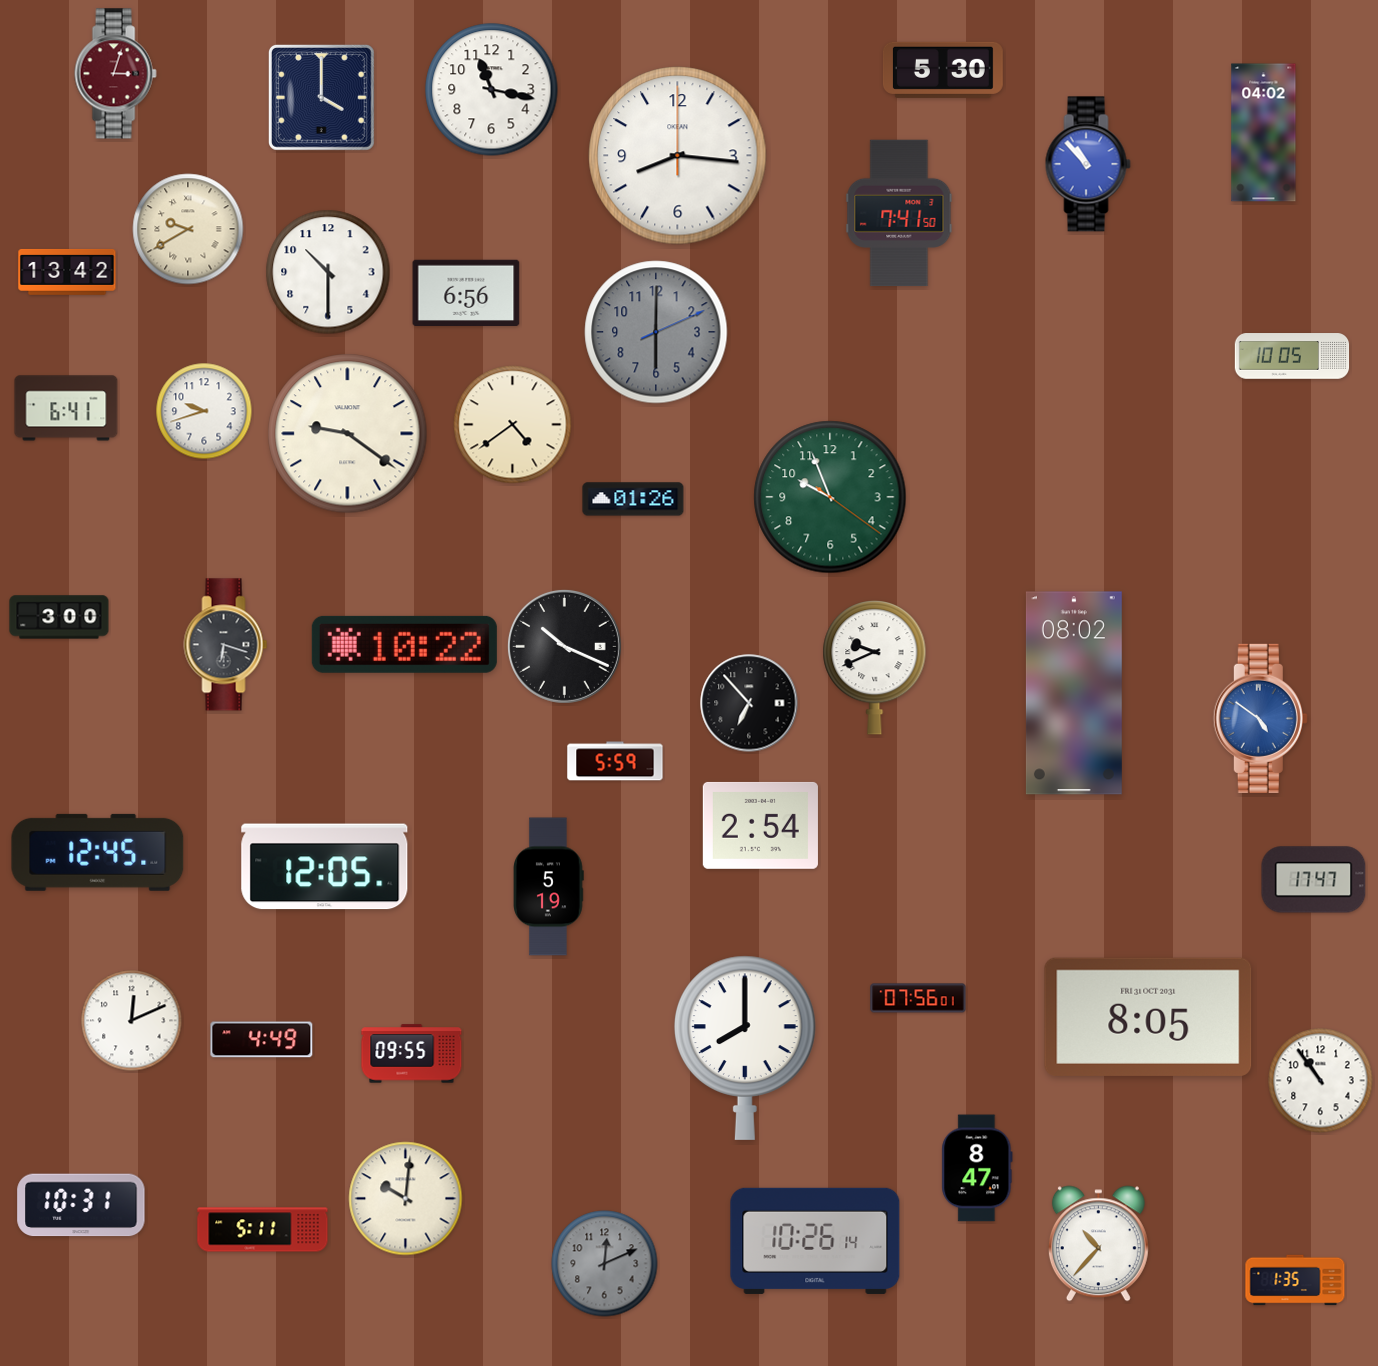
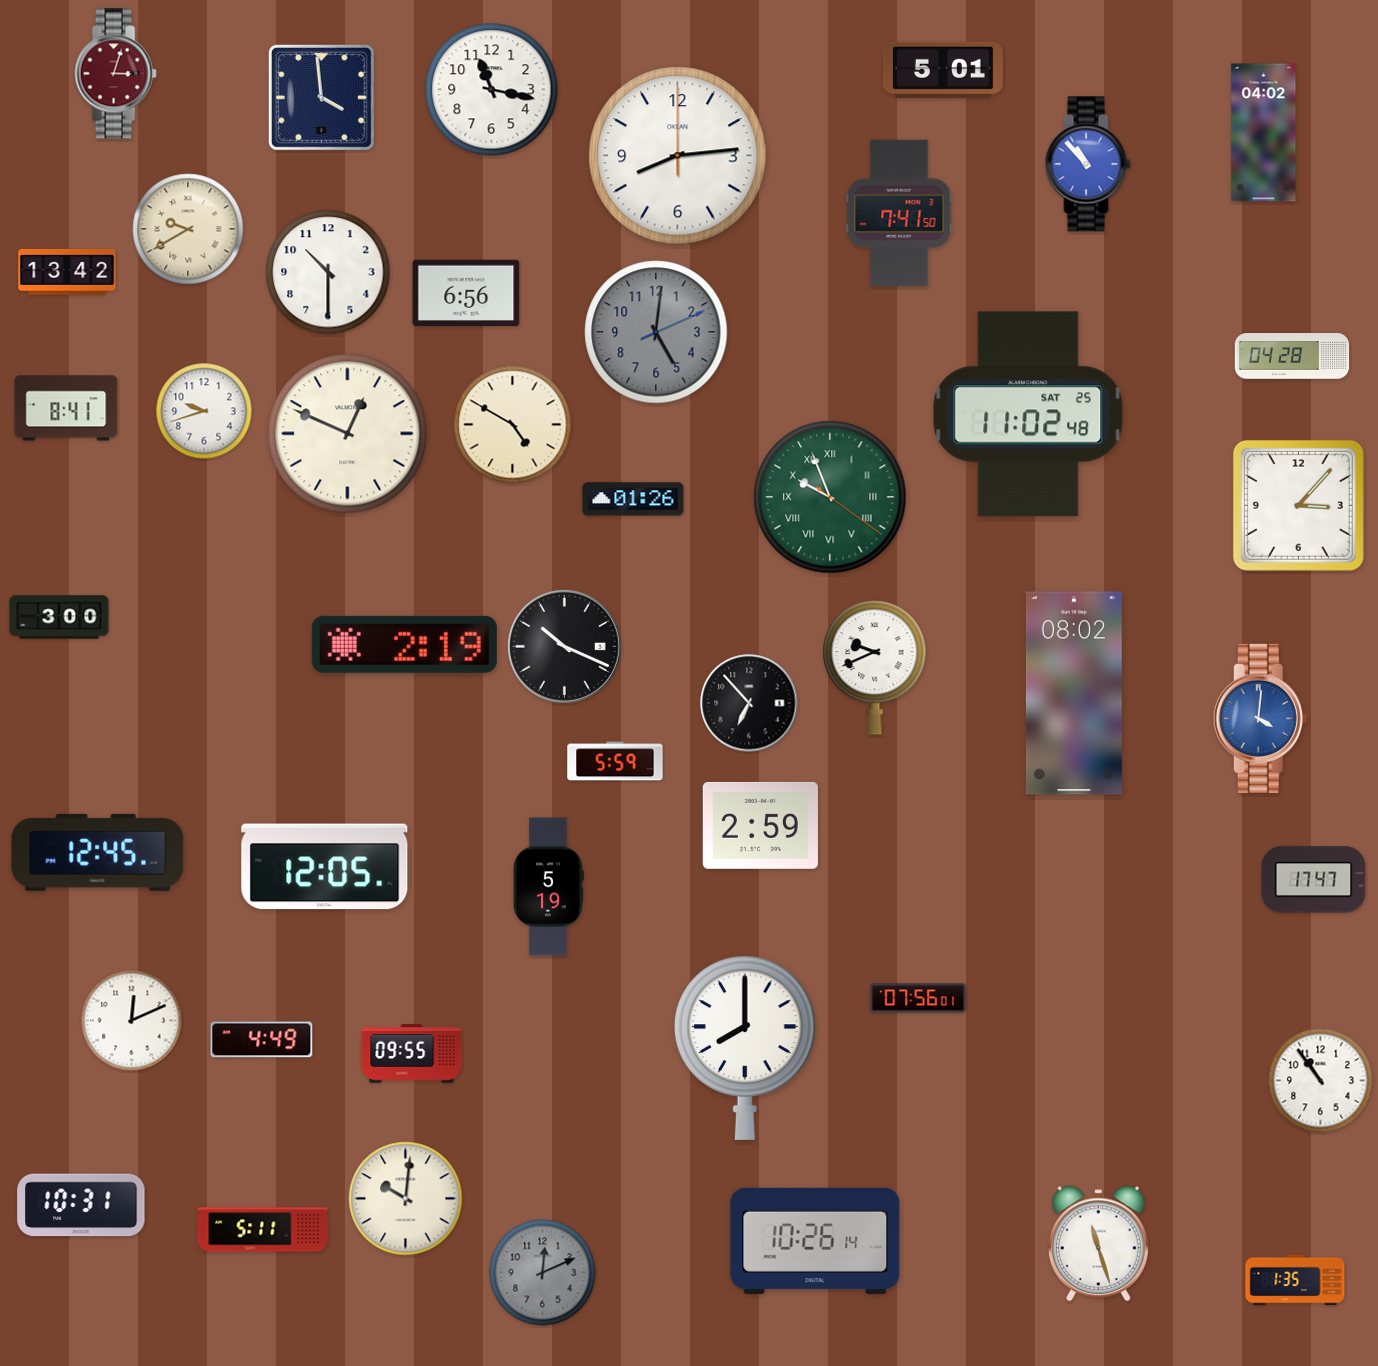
clock at (943, 70): 5:30 -> 5:01
clock at (321, 97): 4:00 -> 3:59
clock at (678, 156): 8:16 -> 8:14
clock at (656, 332): 6:00 -> 5:01
clock at (1292, 356): 10:05 -> 04:28
clock at (66, 408): 6:41 -> 8:41
clock at (1028, 414): none -> 11:02
clock at (513, 425): 4:39 -> 4:50
clock at (348, 434): 9:21 -> 12:49
clock at (830, 497) numerals: Arabic -> Roman
clock at (1298, 505): none -> 3:07
clock at (404, 644): 10:22 -> 2:19
clock at (226, 645): 6:18 -> none
clock at (1260, 718): 4:51 -> 4:01
clock at (760, 825): 2:54 -> 2:59
clock at (1148, 1017): 8:05 -> none
clock at (977, 1168): 8:47 -> none
clock at (1098, 1244): 10:37 -> 11:27
clock at (605, 1264) position: (605, 1264) -> (543, 1273)
